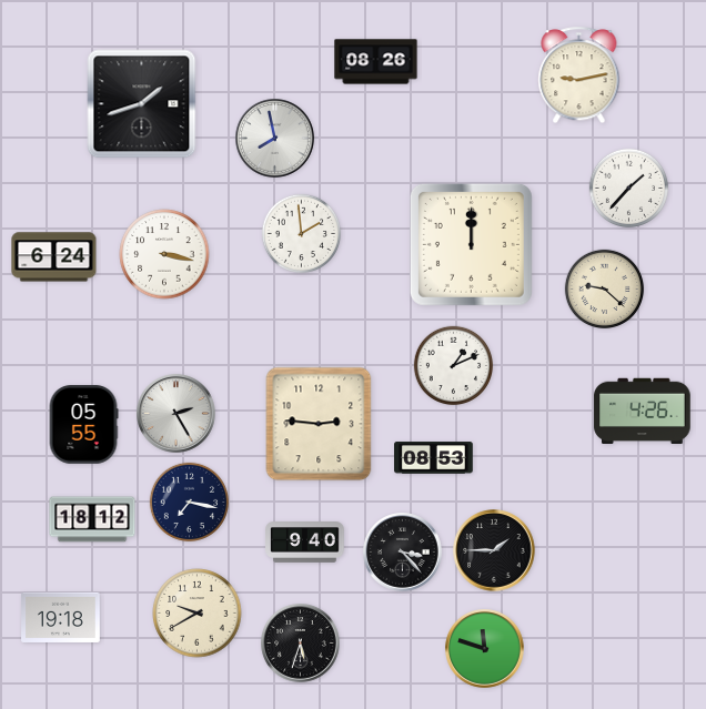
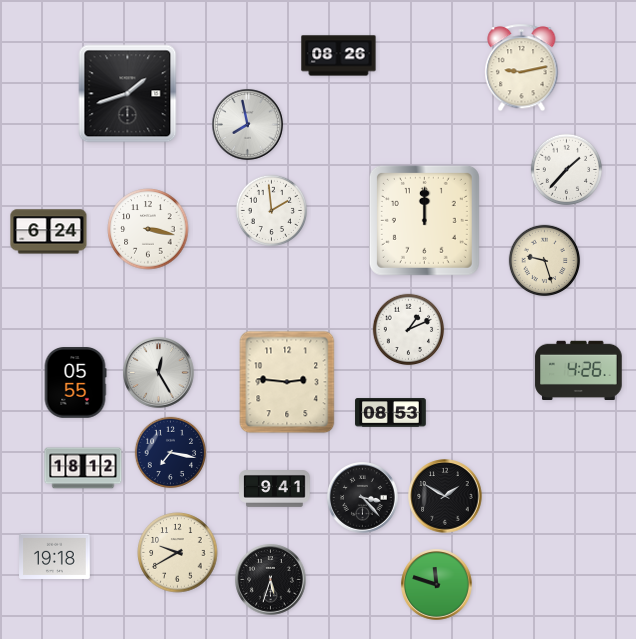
clock at (605, 290): 9:22 -> 9:27
clock at (176, 414): 2:25 -> 12:25
clock at (305, 543): 9:40 -> 9:41
clock at (494, 550): 1:45 -> 1:50
